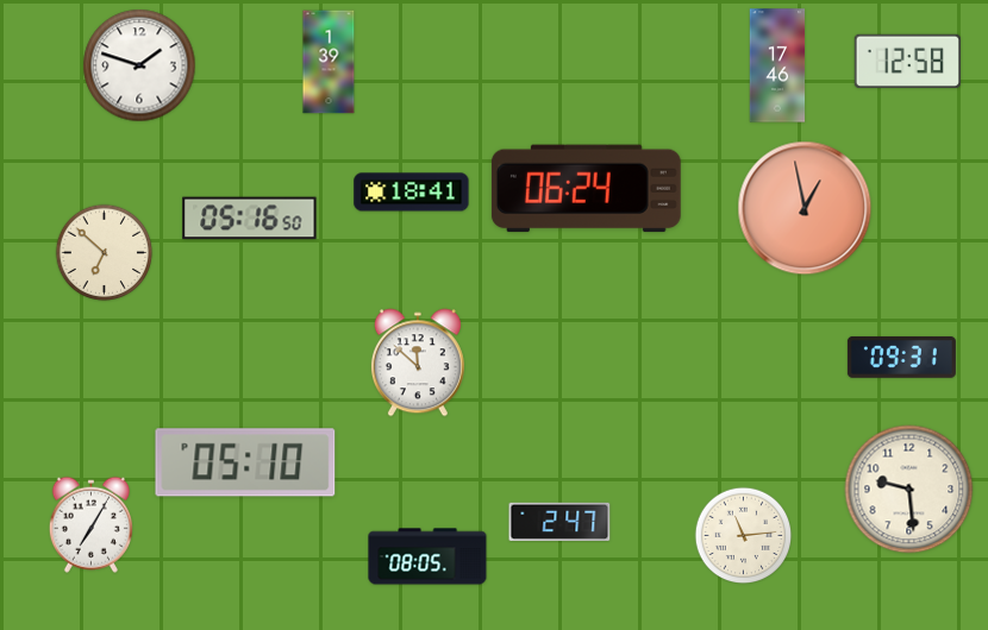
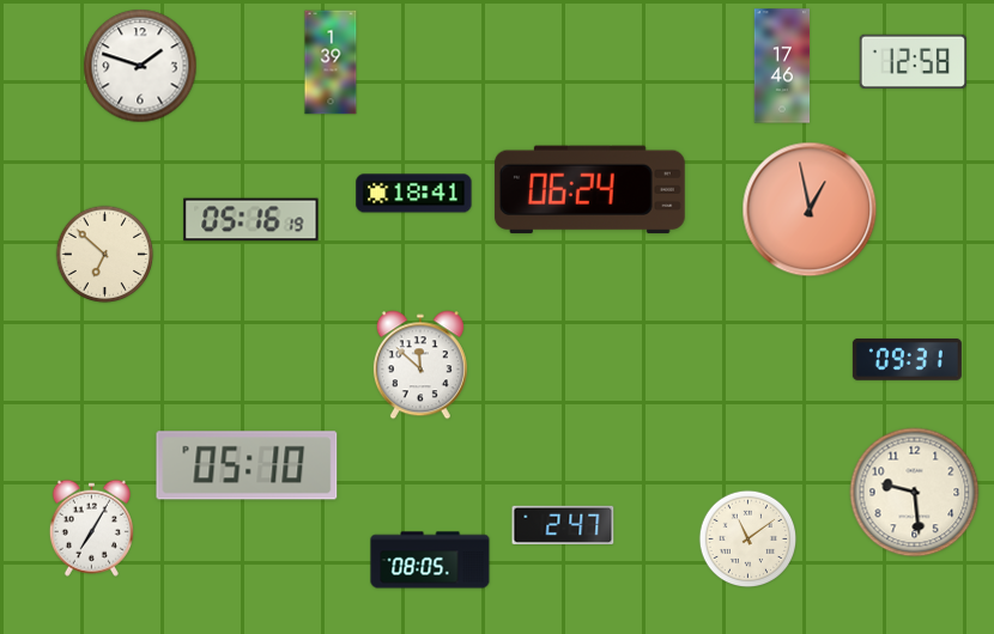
clock at (250, 219): 05:16:50 -> 05:16:19
clock at (744, 536): 11:14 -> 11:09
